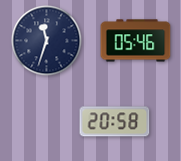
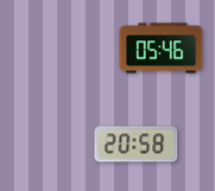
clock at (47, 41): 11:33 -> none
